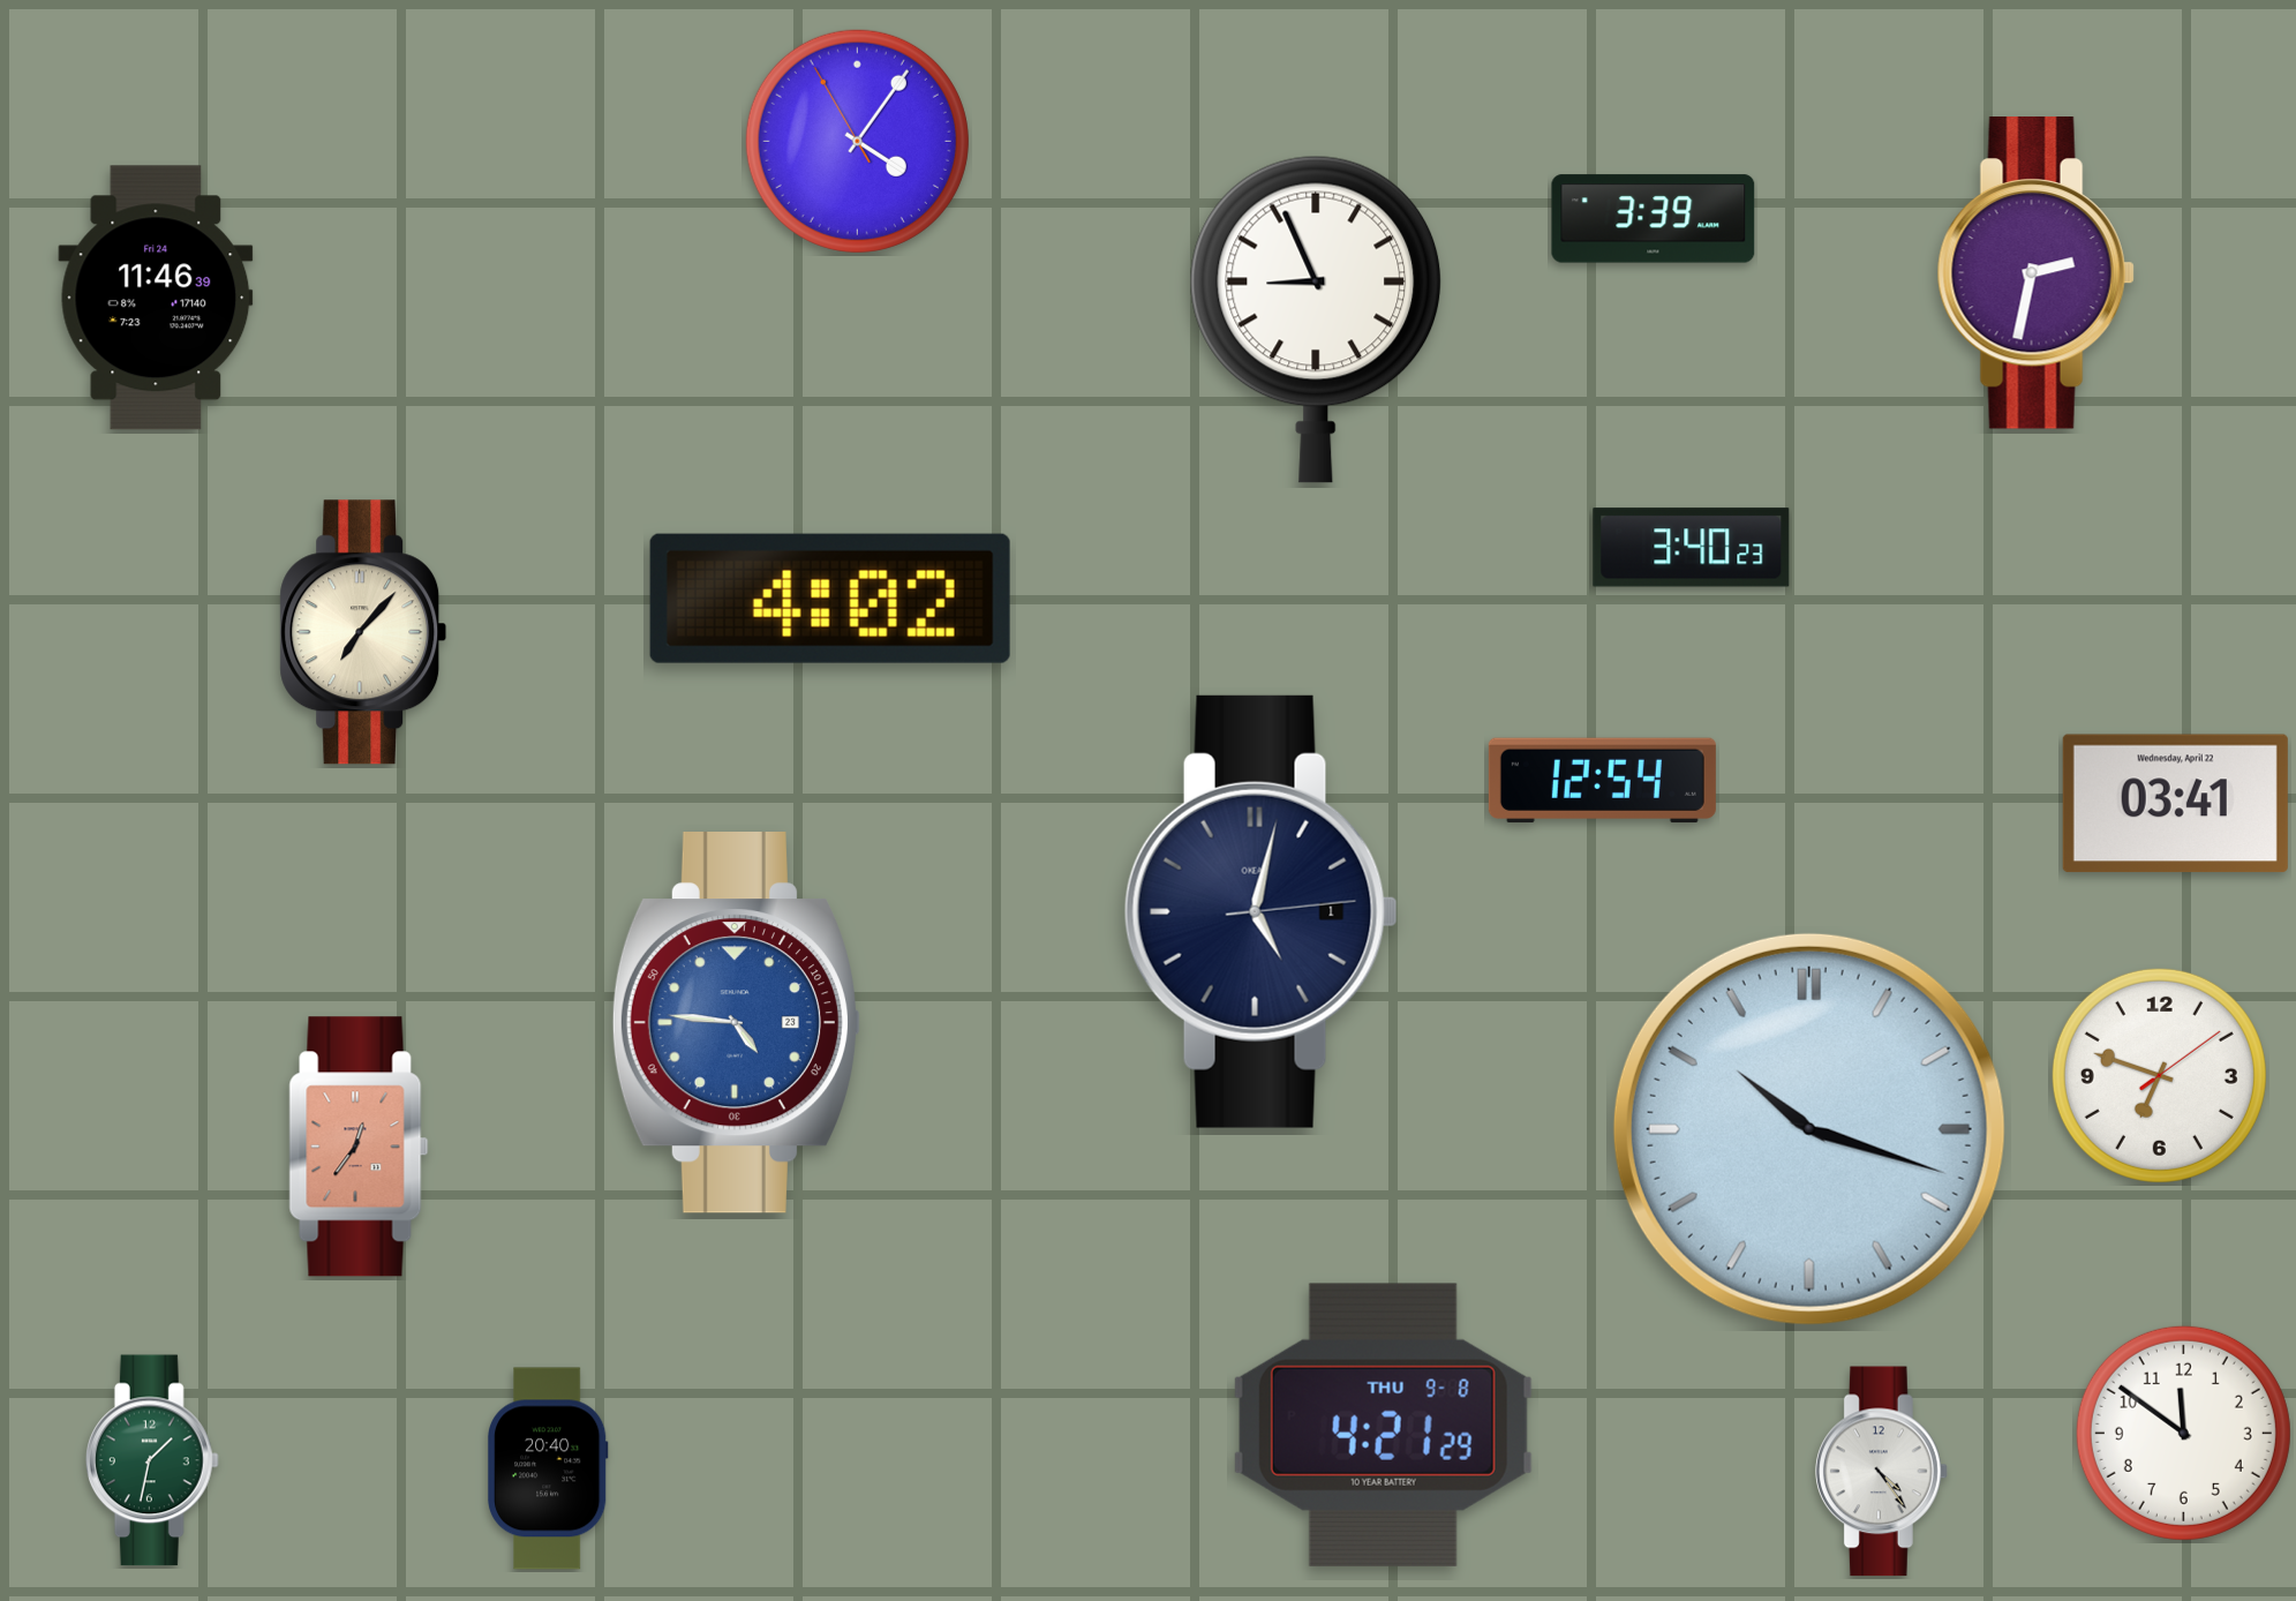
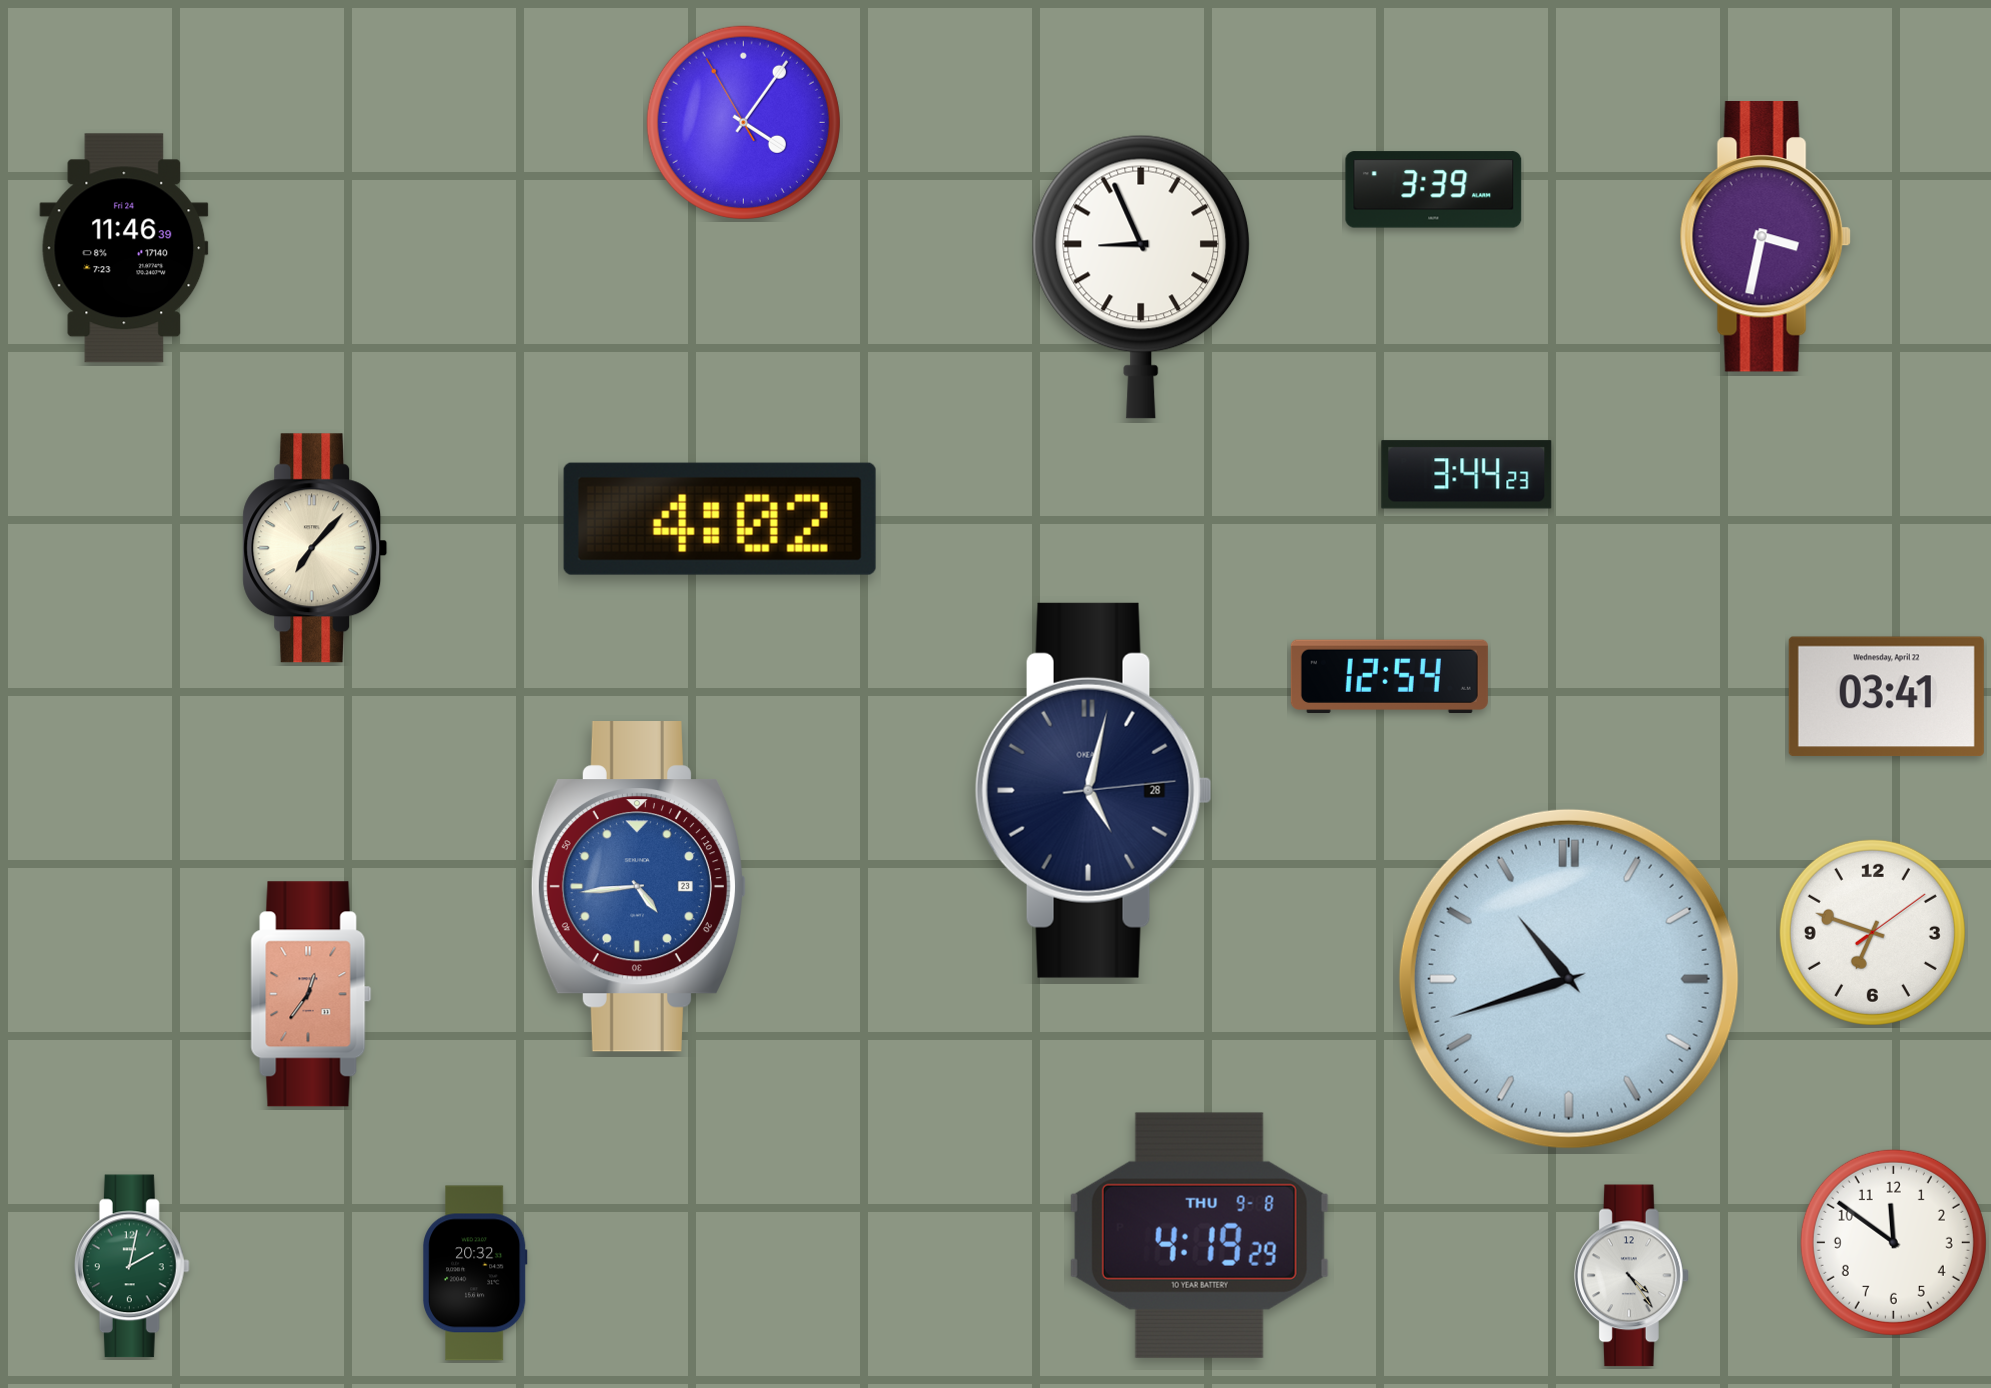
clock at (2035, 273): 2:32 -> 3:32
clock at (156, 298) position: (156, 298) -> (124, 248)
clock at (1692, 548): 3:40 -> 3:44
clock at (1260, 911) date: 1 -> 28
clock at (736, 1023): 4:46 -> 4:44
clock at (1809, 1129): 10:18 -> 10:42
clock at (1383, 1425): 4:21 -> 4:19
clock at (152, 1460): 1:32 -> 2:02
clock at (549, 1468): 20:40 -> 20:32
